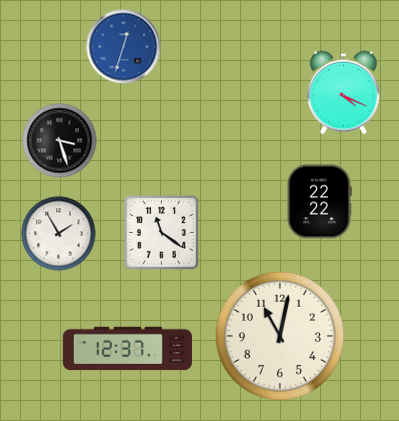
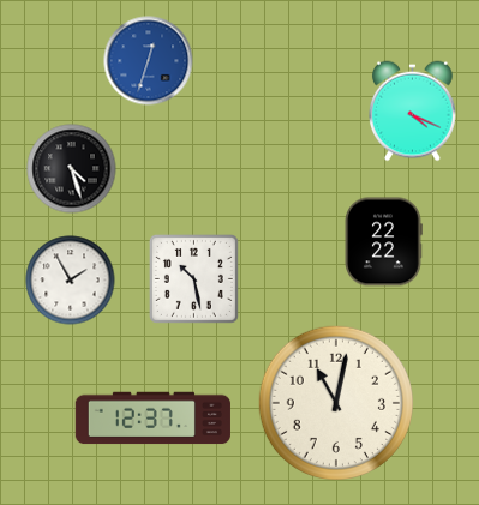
clock at (124, 47) position: (124, 47) -> (149, 61)
clock at (60, 141): 3:27 -> 4:27
clock at (161, 232): 11:21 -> 10:28
